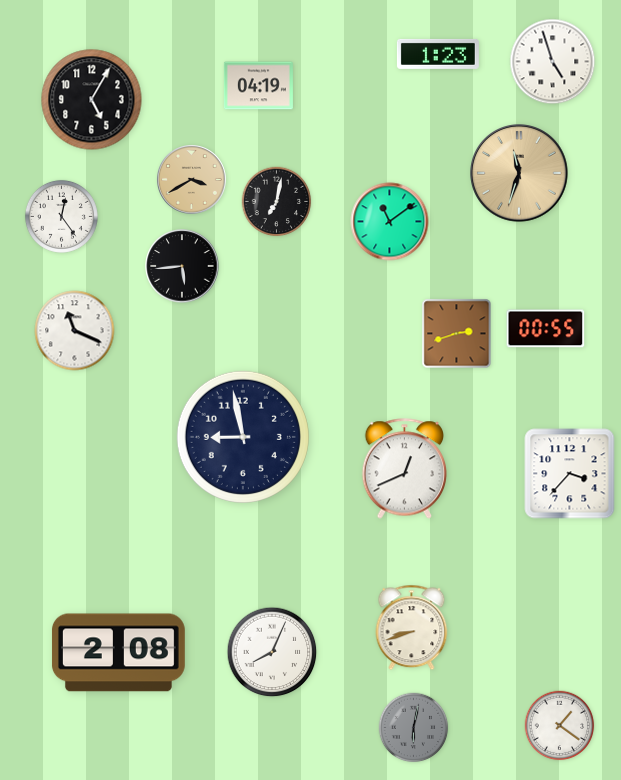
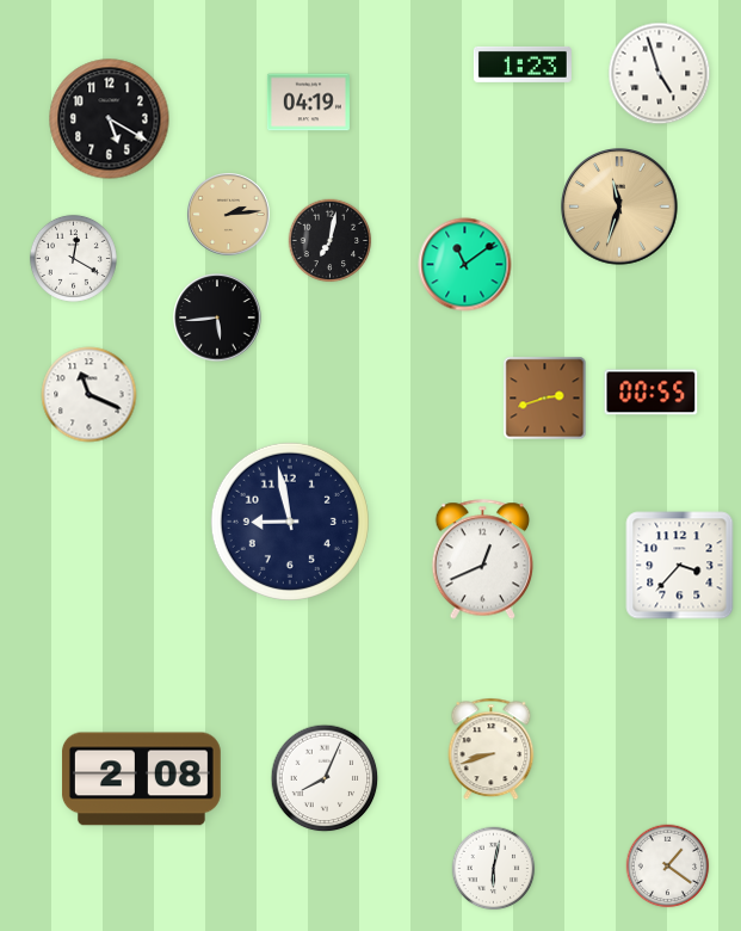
clock at (92, 100): 5:05 -> 5:20
clock at (192, 180): 3:40 -> 2:14
clock at (61, 216): 12:24 -> 12:20
clock at (414, 728) dial: grey -> white
